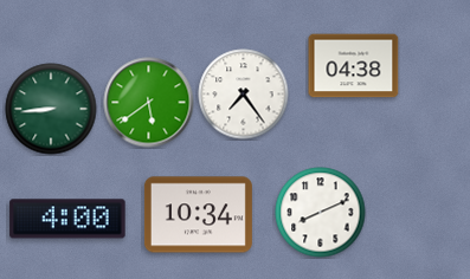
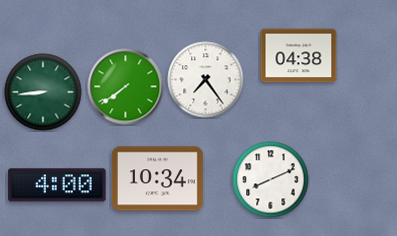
clock at (149, 103): 5:39 -> 7:39
clock at (198, 215) position: (198, 215) -> (157, 179)
